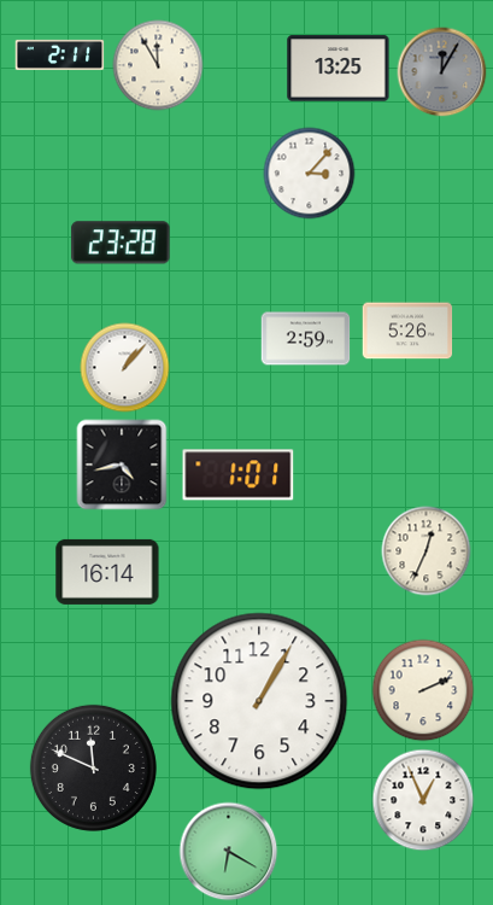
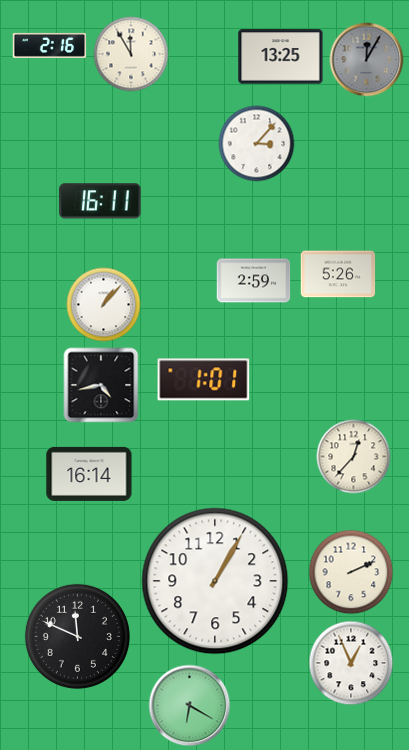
clock at (60, 54): 2:11 -> 2:16
clock at (121, 243): 23:28 -> 16:11
clock at (239, 475) position: (239, 475) -> (204, 380)
clock at (427, 551): 12:34 -> 12:37
